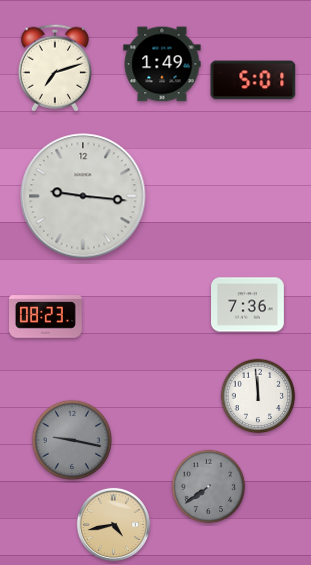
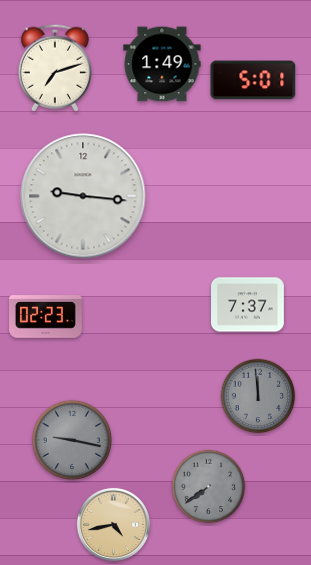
clock at (248, 305): 7:36 -> 7:37
clock at (46, 317): 08:23 -> 02:23
clock at (258, 396) dial: white -> grey
